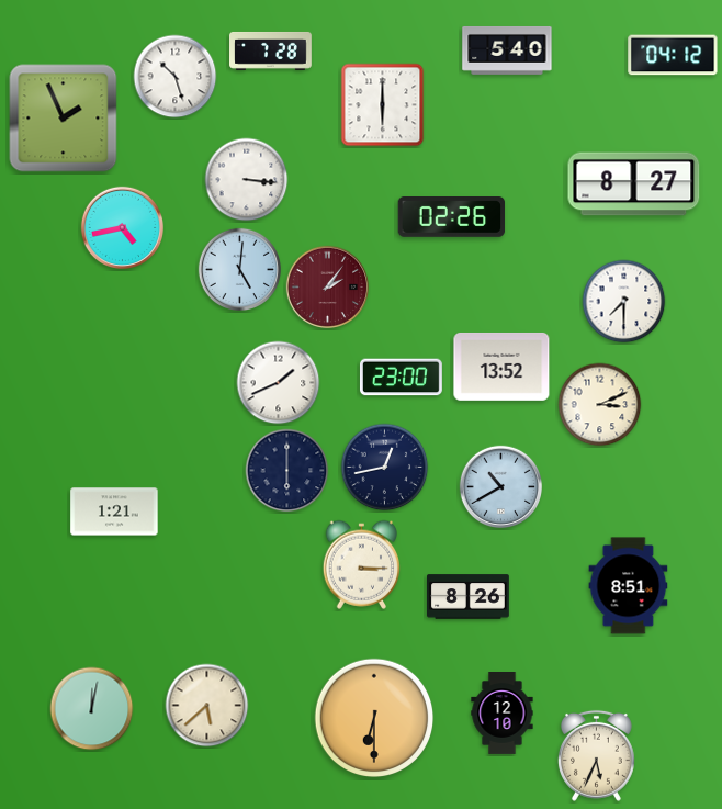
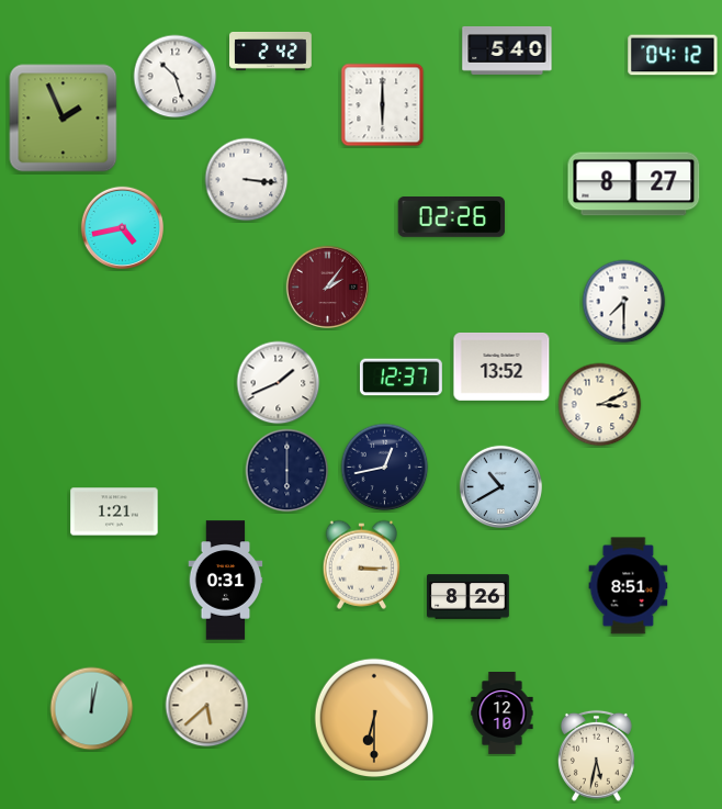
clock at (271, 50): 7:28 -> 2:42
clock at (239, 269): 5:01 -> none
clock at (401, 378): 23:00 -> 12:37
clock at (226, 581): none -> 0:31
clock at (596, 755): 5:34 -> 5:32
